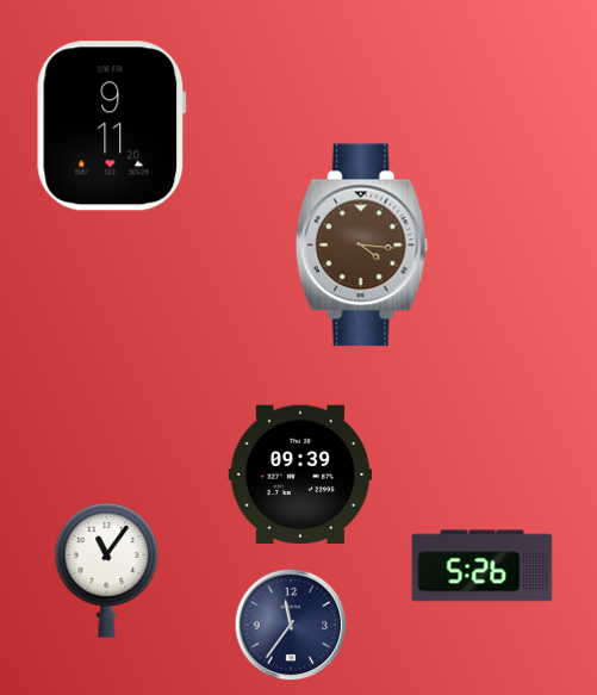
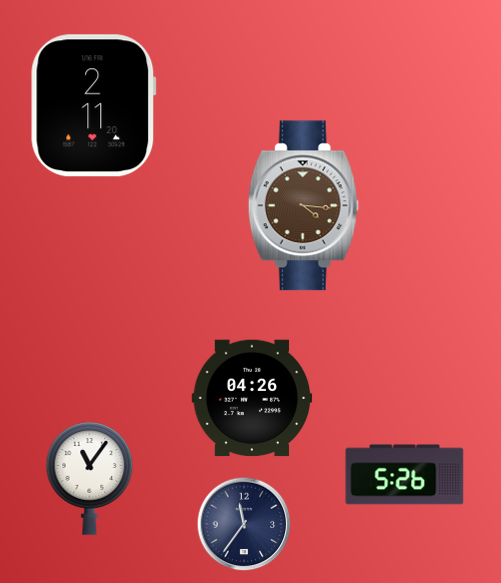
clock at (112, 126): 9:11 -> 2:11
clock at (300, 474): 09:39 -> 04:26
